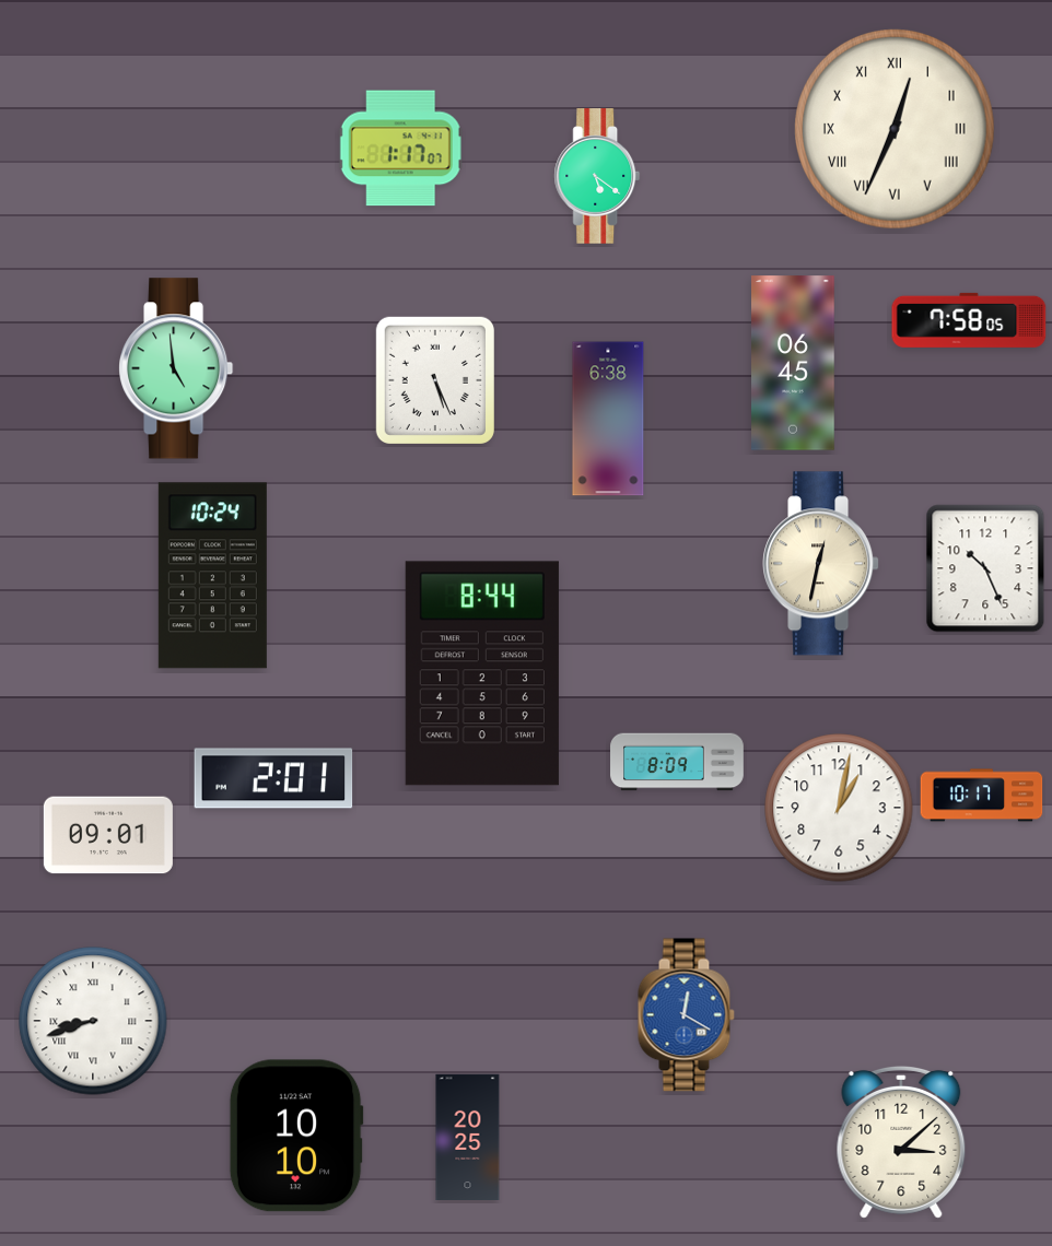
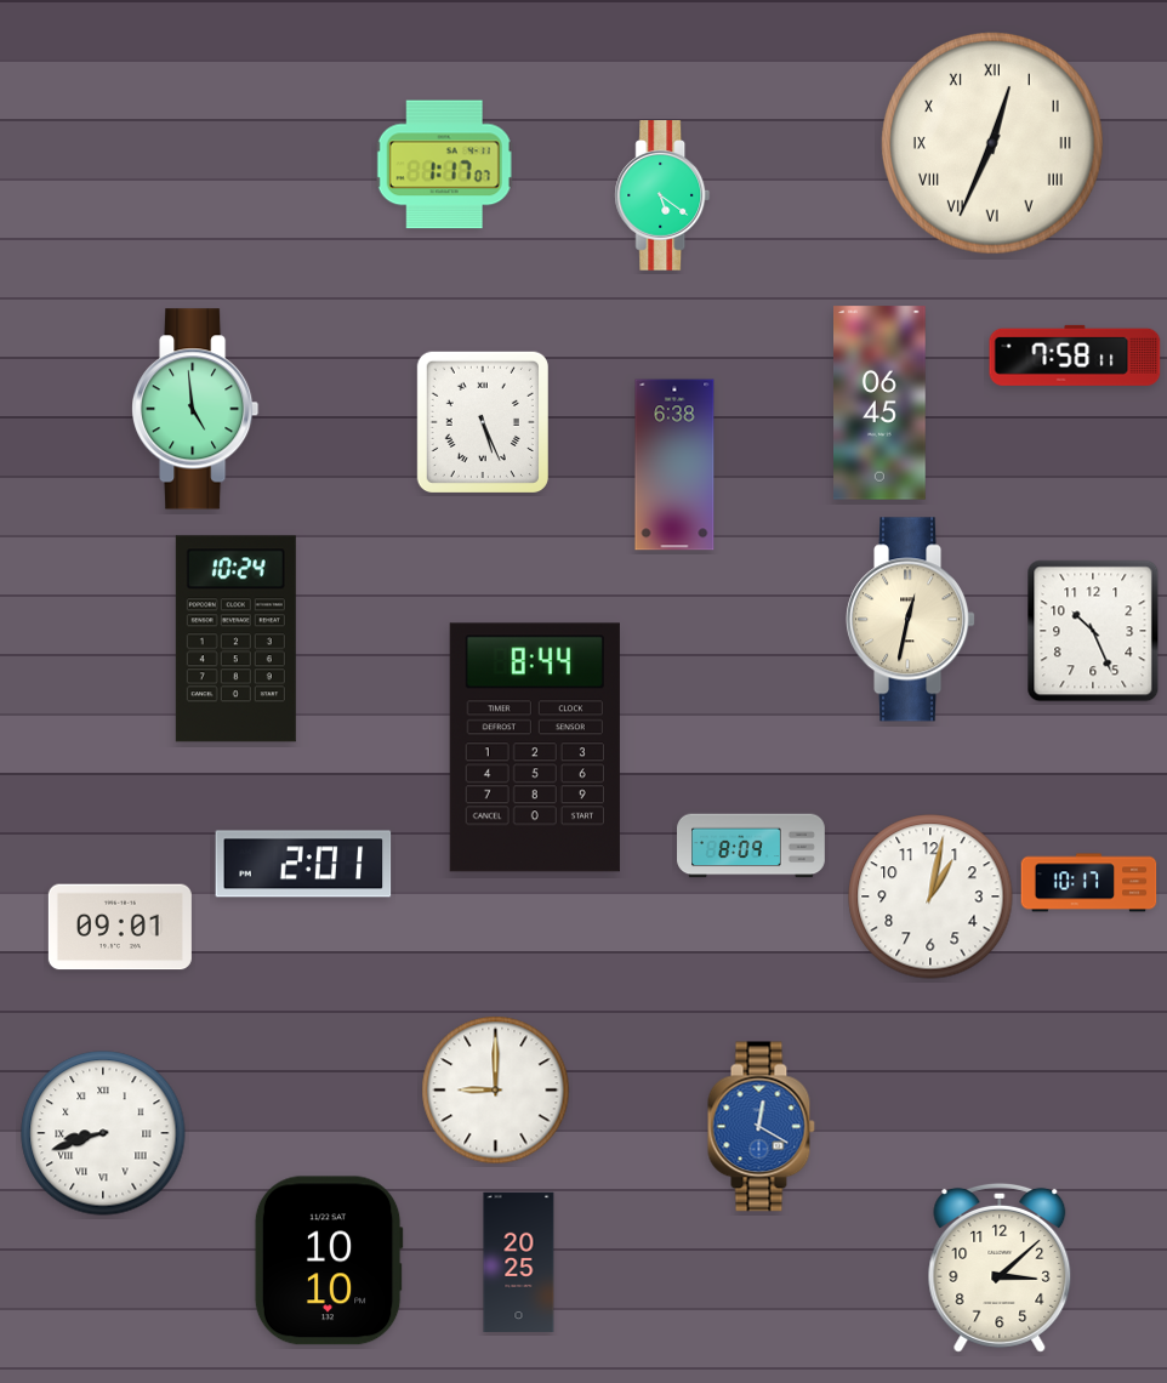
clock at (969, 320): 7:58:05 -> 7:58:11
clock at (822, 564) position: (822, 564) -> (912, 620)
clock at (496, 1091): none -> 9:00
